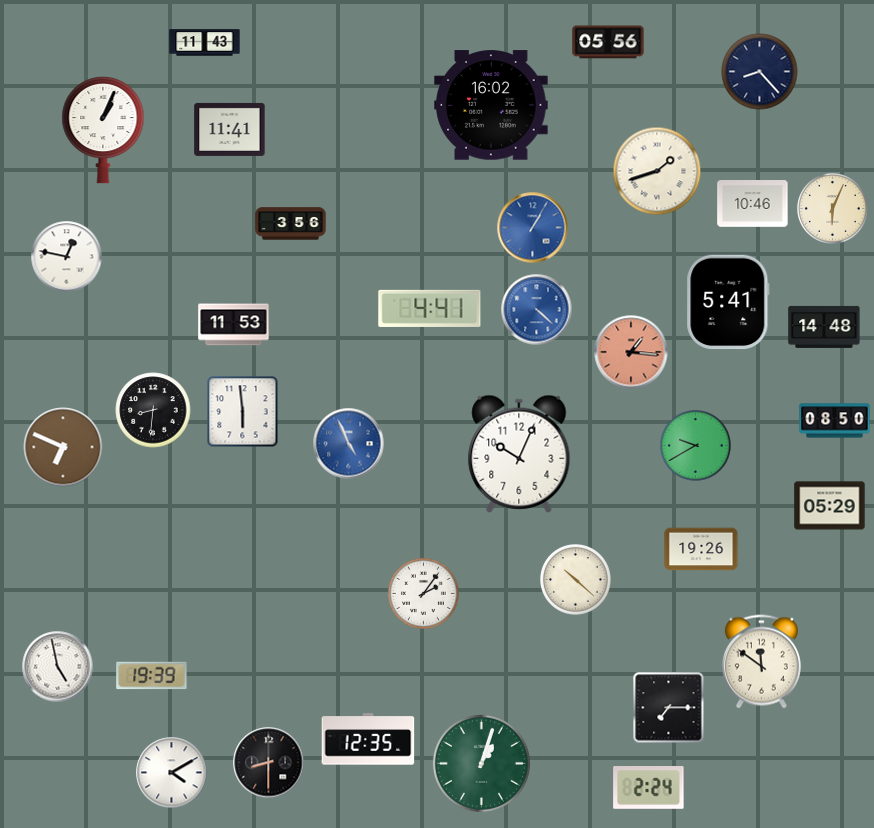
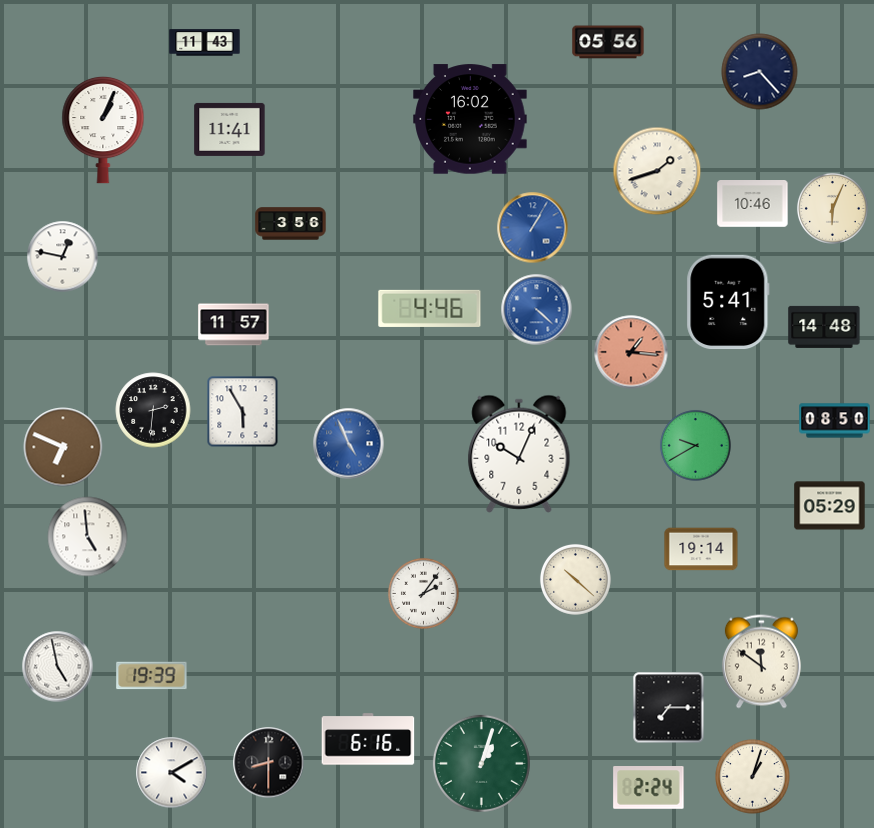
clock at (491, 105) position: (491, 105) -> (470, 119)
clock at (67, 257) position: (67, 257) -> (63, 257)
clock at (430, 308): 4:41 -> 4:46
clock at (234, 325): 11:53 -> 11:57
clock at (153, 410): 8:31 -> 2:31
clock at (243, 412): 5:59 -> 5:55
clock at (88, 537): none -> 4:59
clock at (701, 549): 19:26 -> 19:14
clock at (368, 739): 12:35 -> 6:16
clock at (753, 777): none -> 1:03
